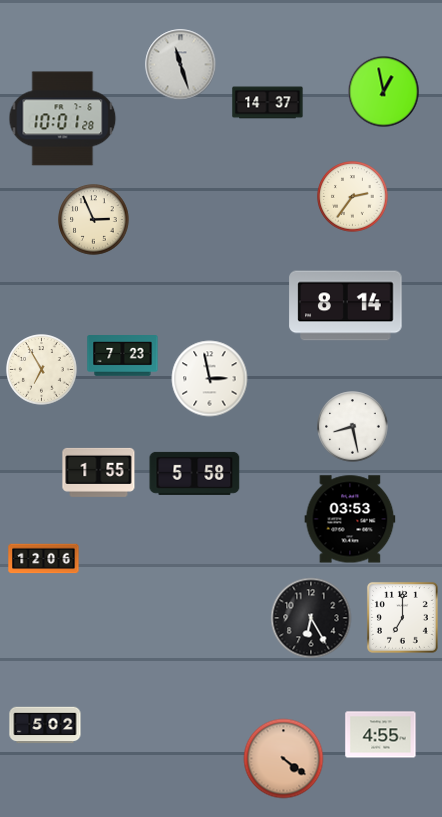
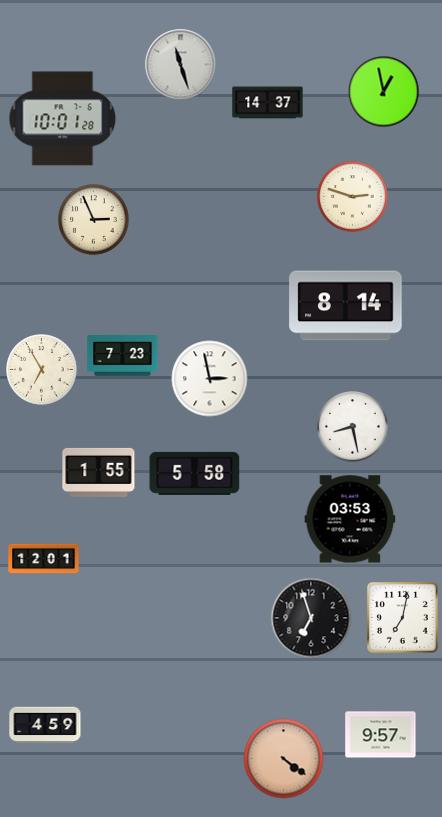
clock at (353, 197): 2:36 -> 2:48
clock at (44, 559): 12:06 -> 12:01
clock at (402, 617): 7:00 -> 7:02
clock at (311, 618): 6:25 -> 6:57
clock at (45, 725): 5:02 -> 4:59
clock at (381, 735): 4:55 -> 9:57
